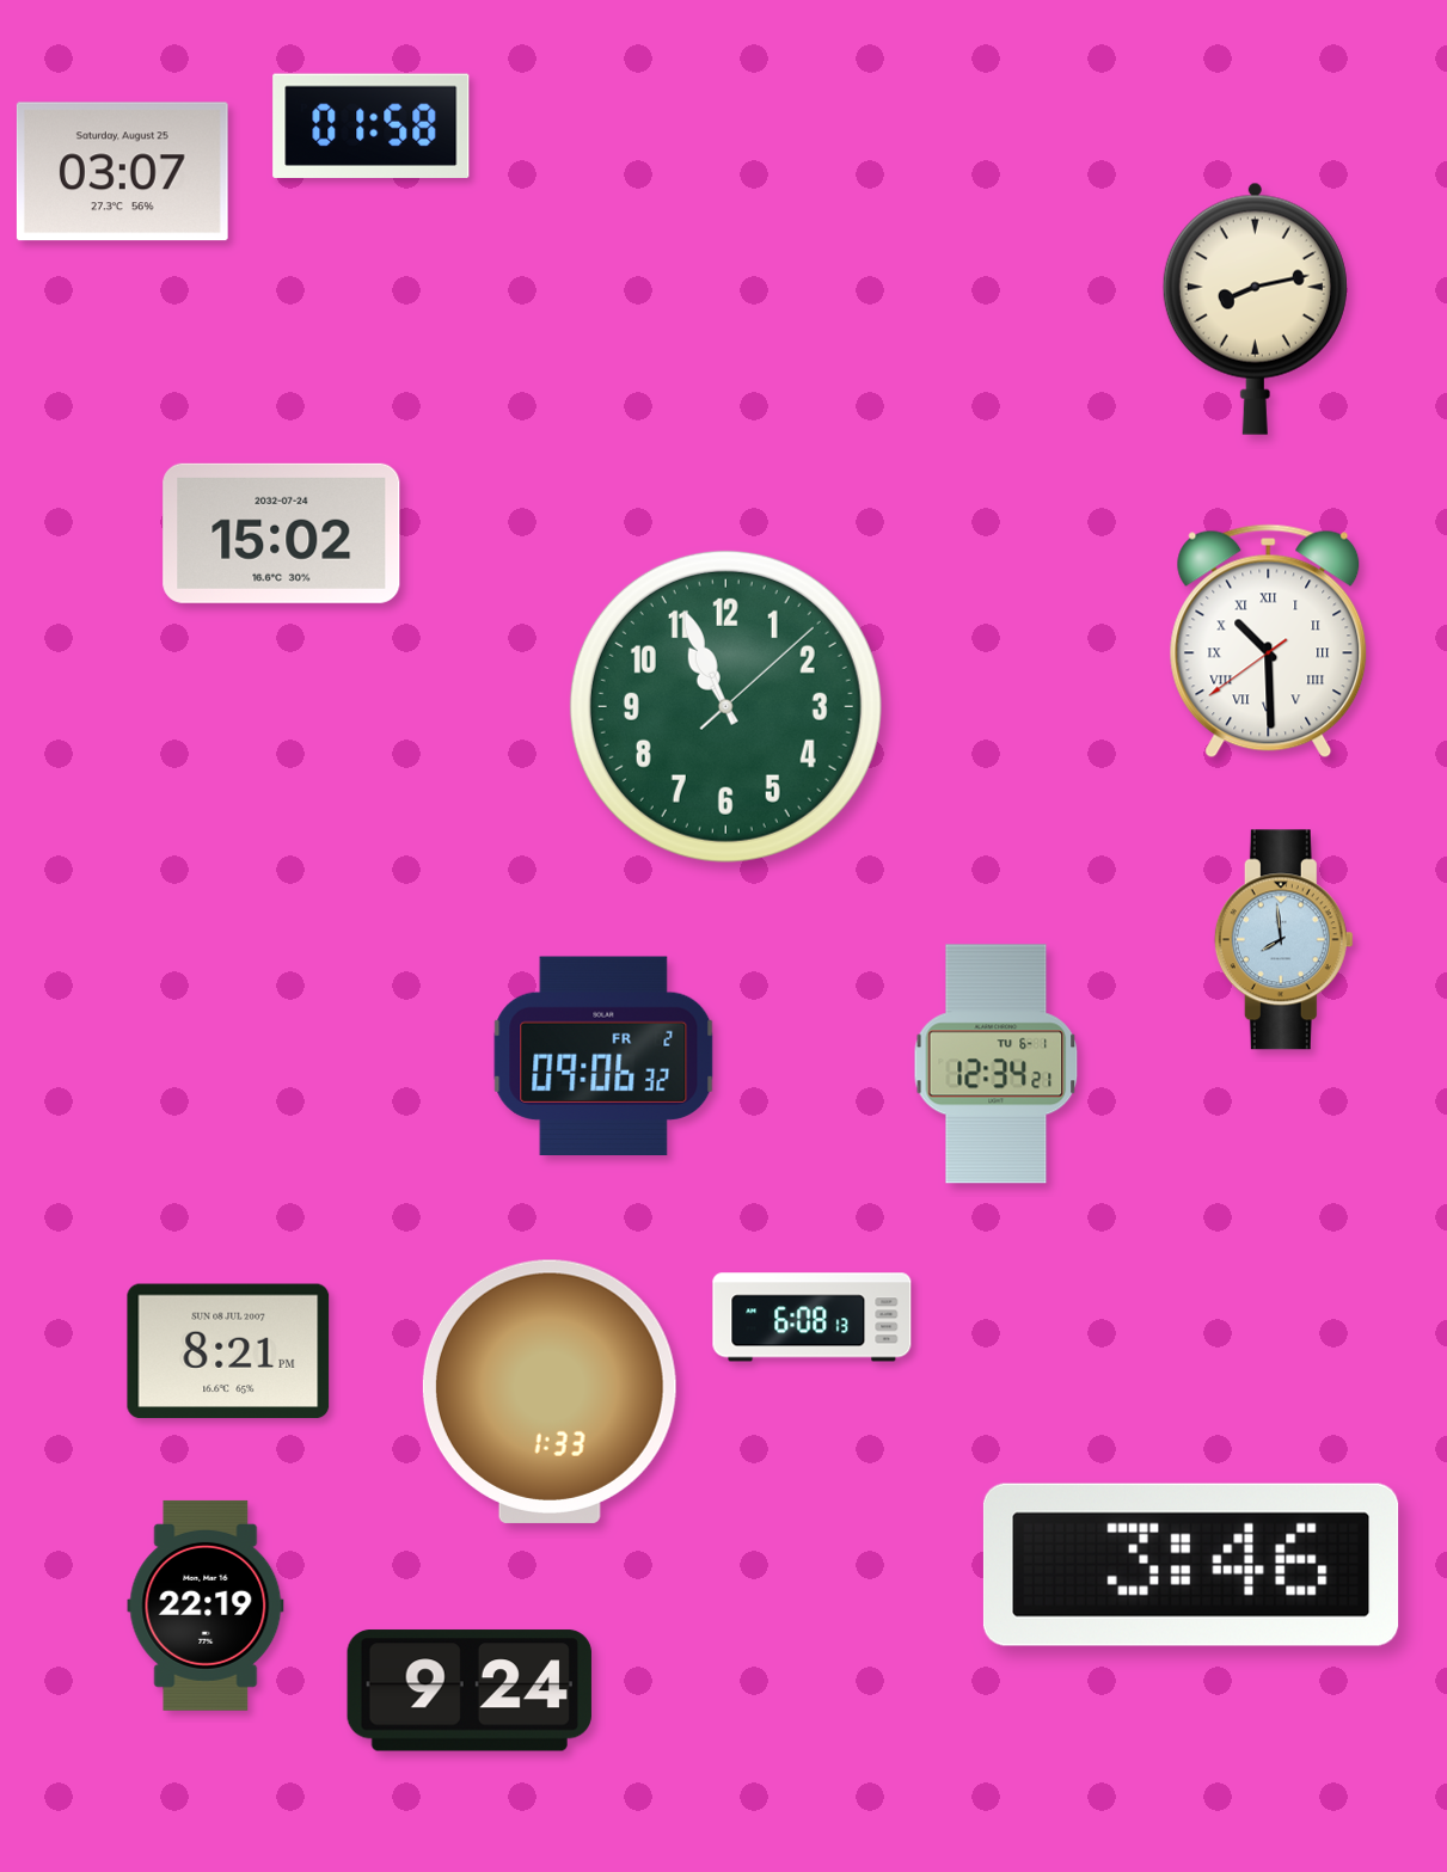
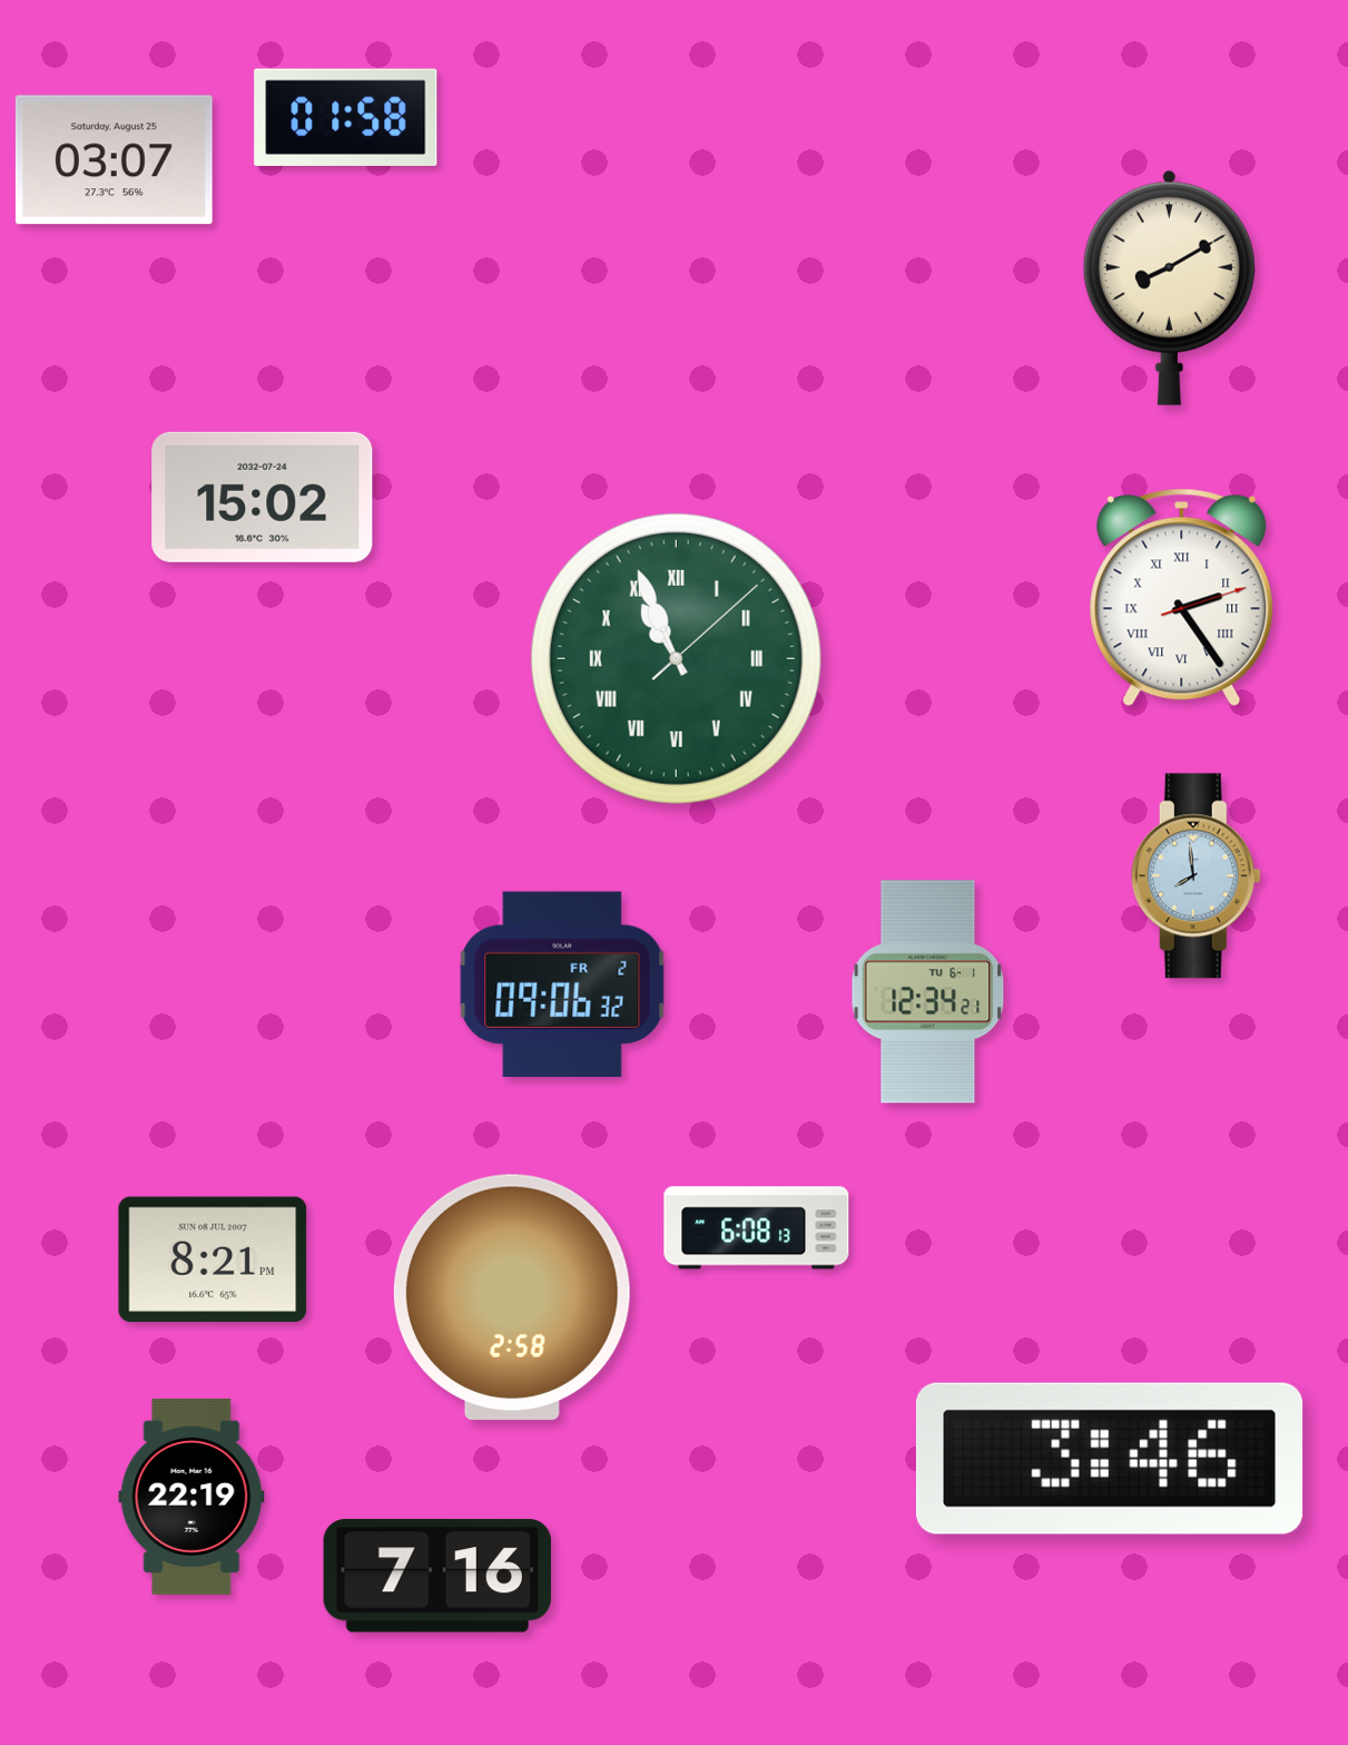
clock at (1255, 308): 8:13 -> 8:10
clock at (1269, 642): 10:29 -> 2:24
clock at (725, 706) numerals: Arabic -> Roman
clock at (550, 1392): 1:33 -> 2:58
clock at (470, 1690): 9:24 -> 7:16
